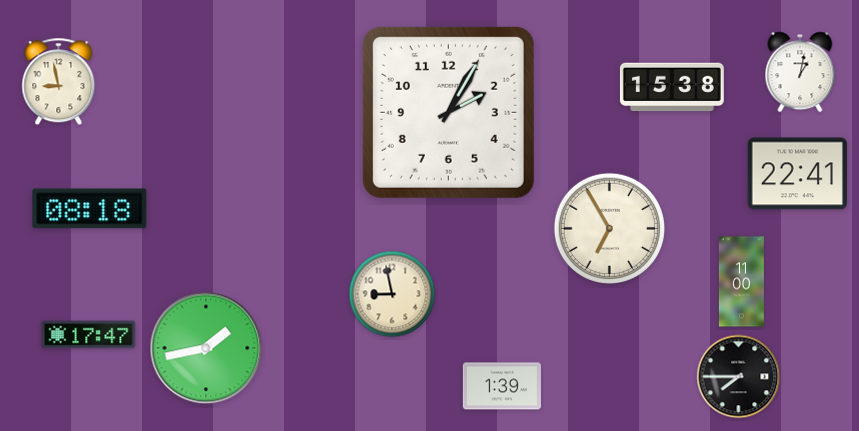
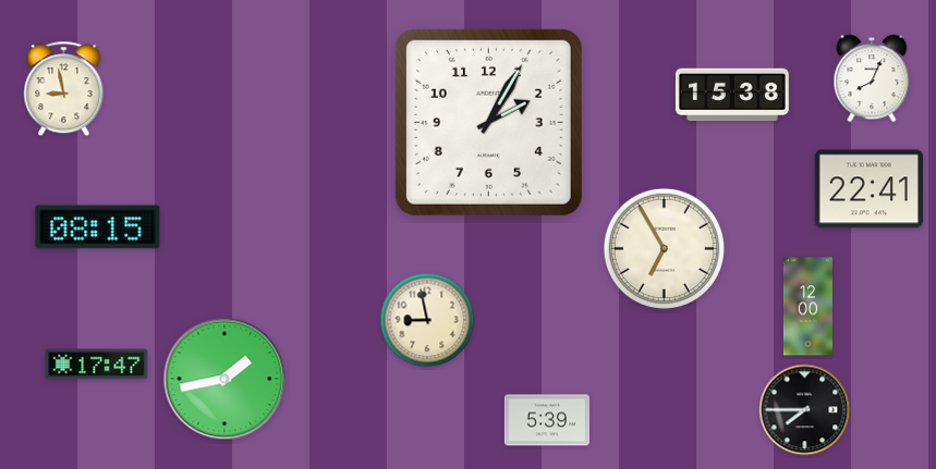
clock at (800, 72): 1:02 -> 8:04
clock at (90, 209): 08:18 -> 08:15
clock at (741, 282): 11:00 -> 12:00
clock at (502, 386): 1:39 -> 5:39
